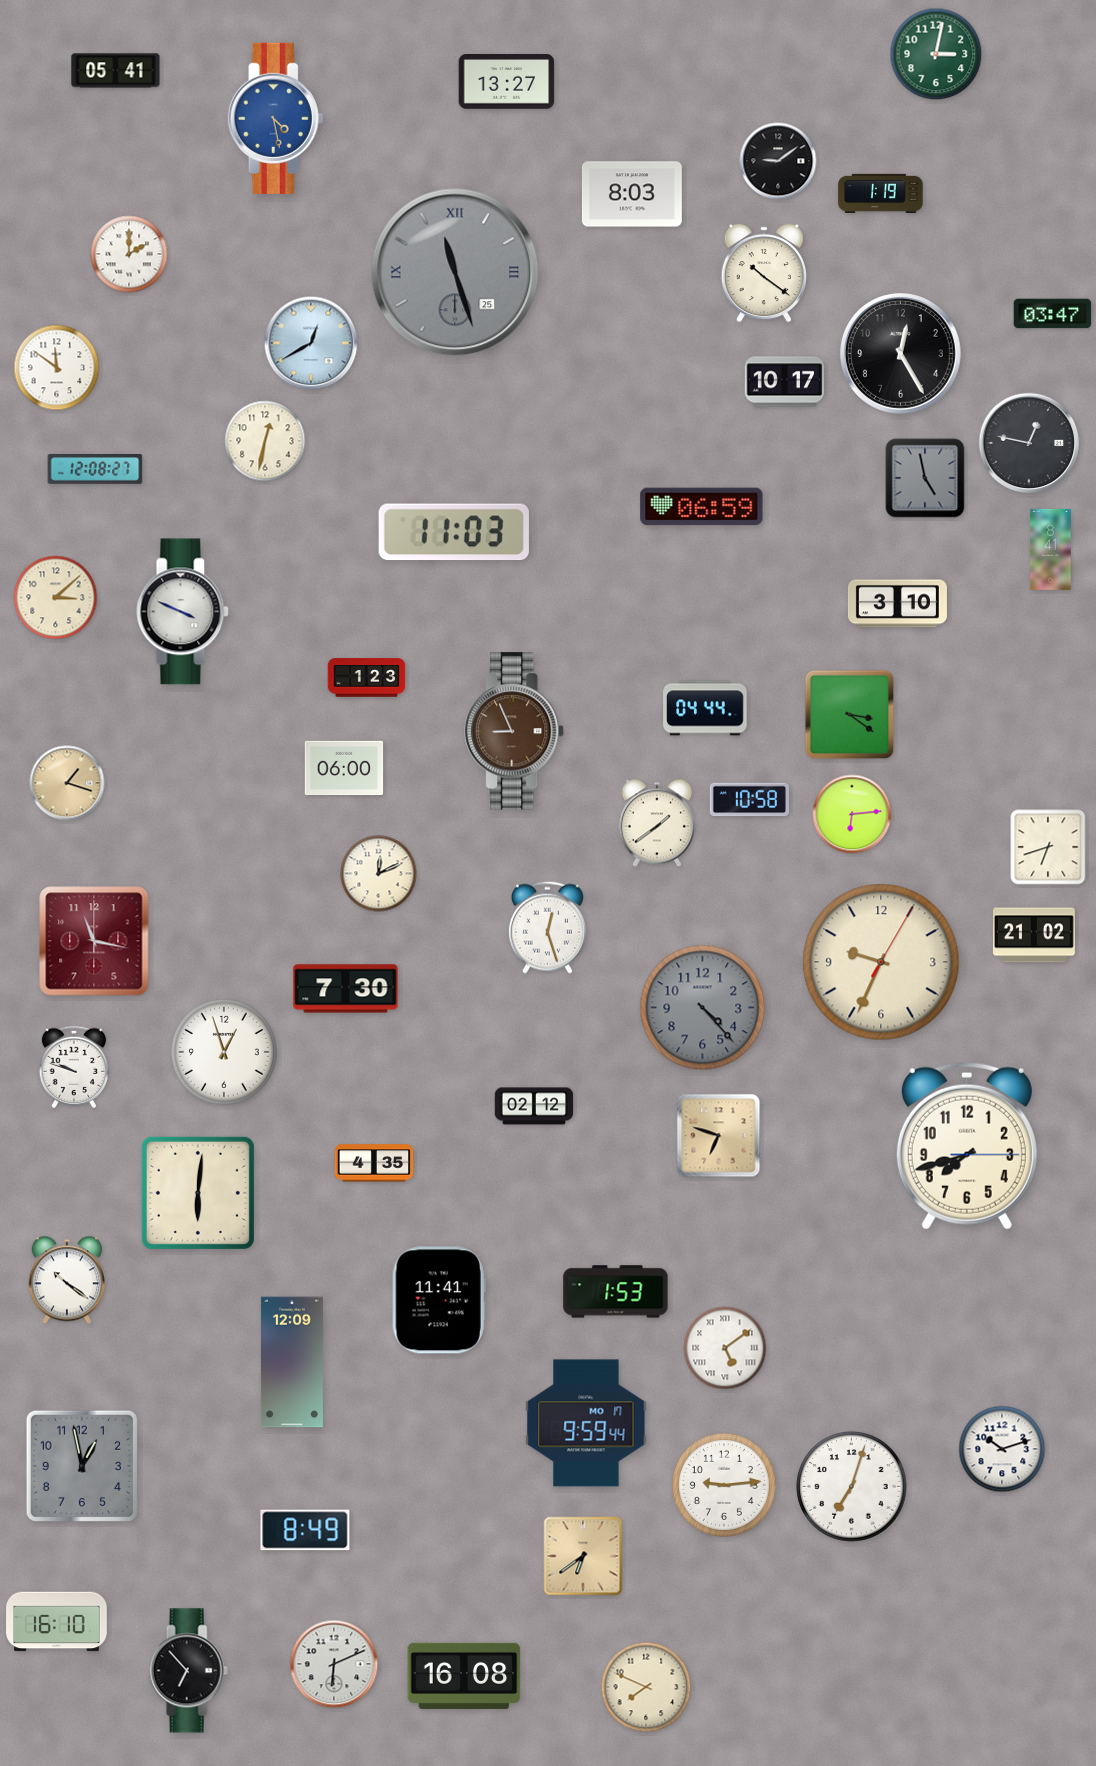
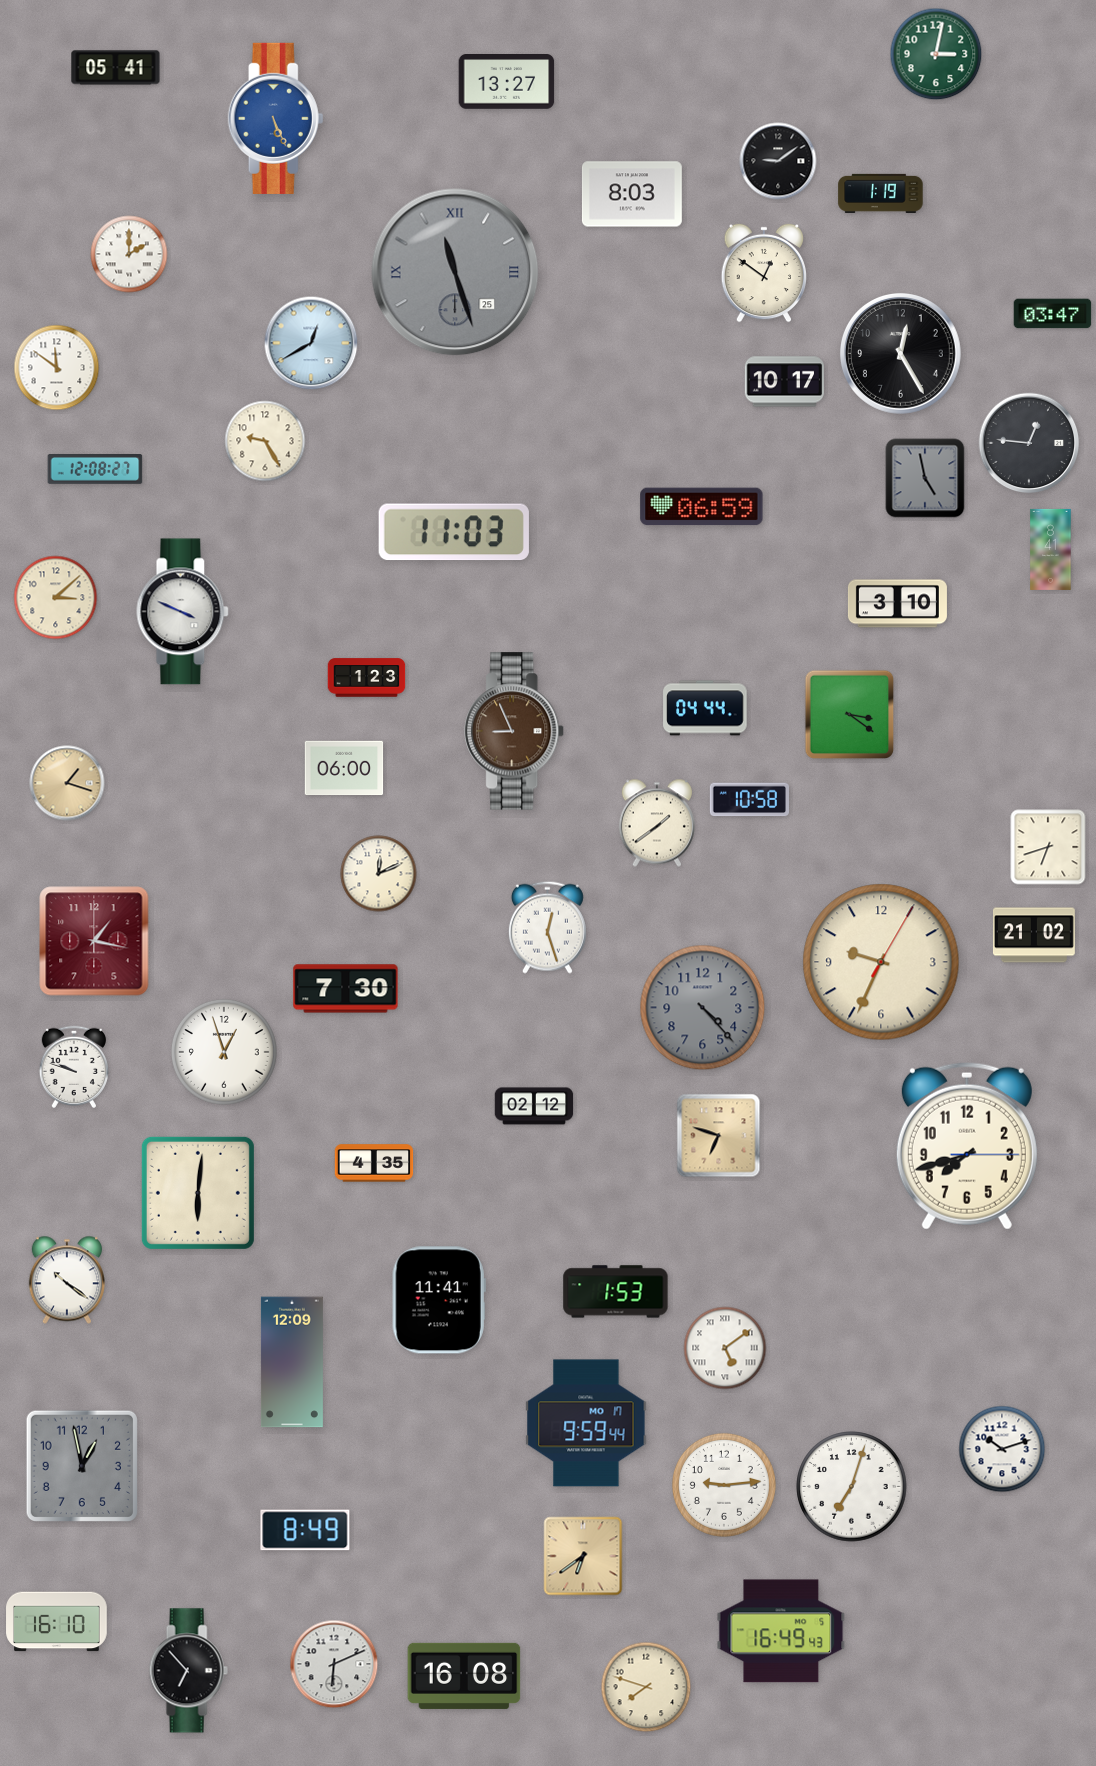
clock at (116, 71) position: (116, 71) -> (116, 68)
clock at (276, 118): 4:28 -> 5:26
clock at (764, 273): 10:21 -> 12:51
clock at (265, 441): 12:32 -> 9:25
clock at (1029, 443): 12:47 -> 12:46
clock at (852, 814): 6:14 -> none
clock at (94, 941): 11:17 -> 1:17
clock at (781, 1631): none -> 16:49
clock at (646, 1687): 7:49 -> 7:48
